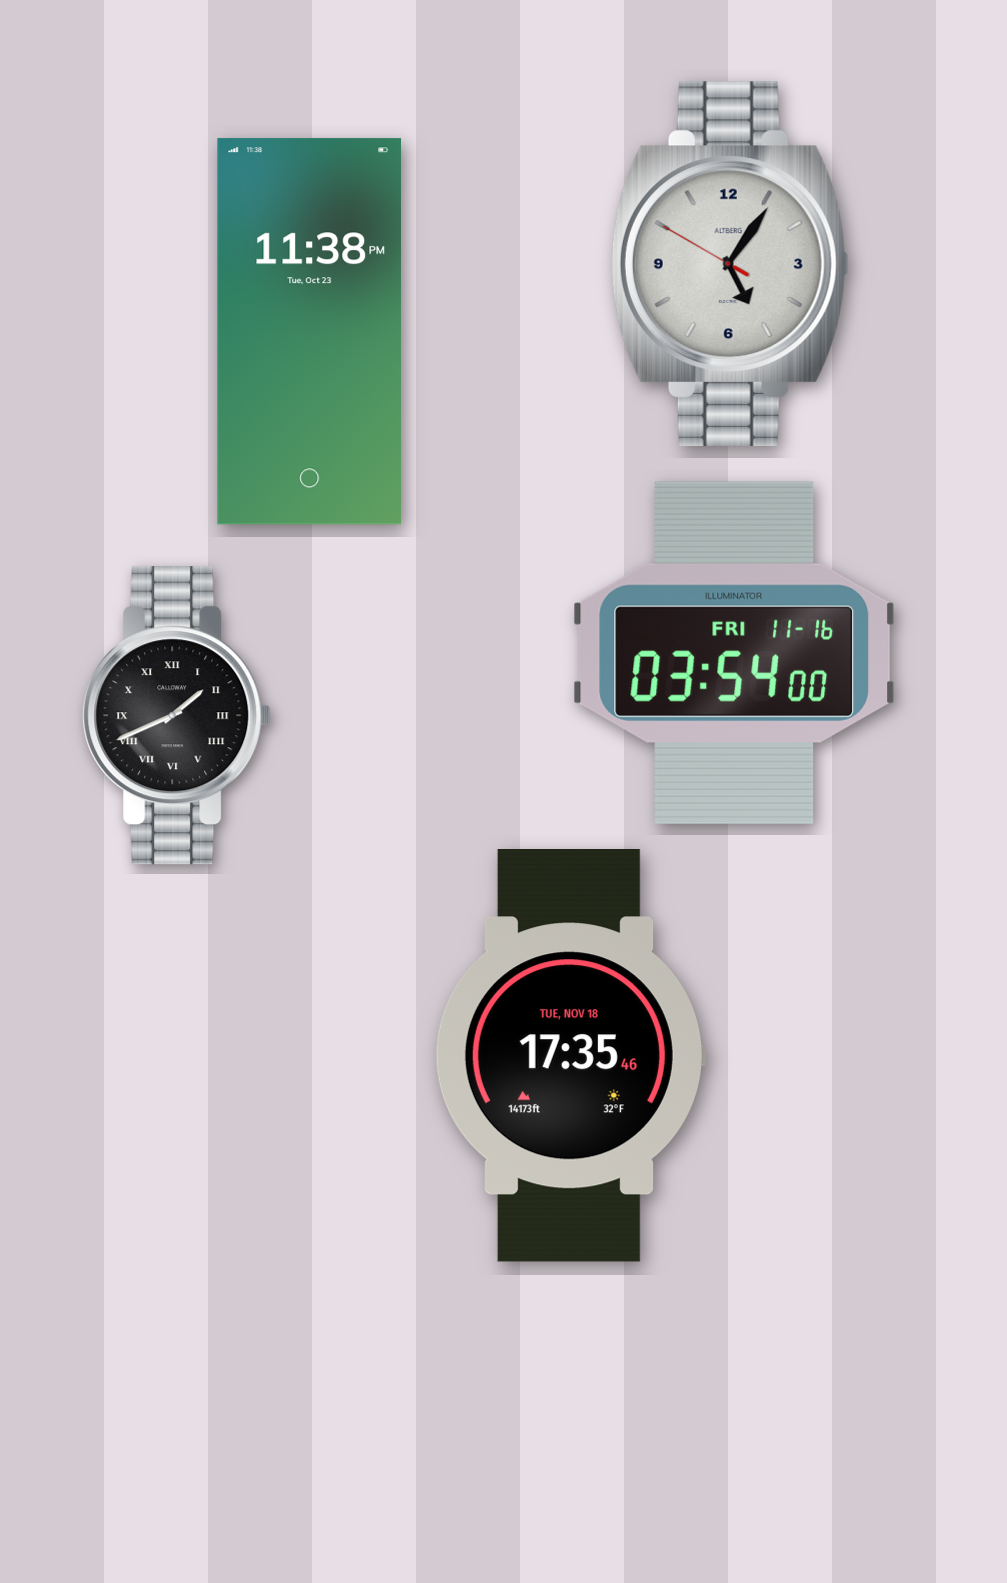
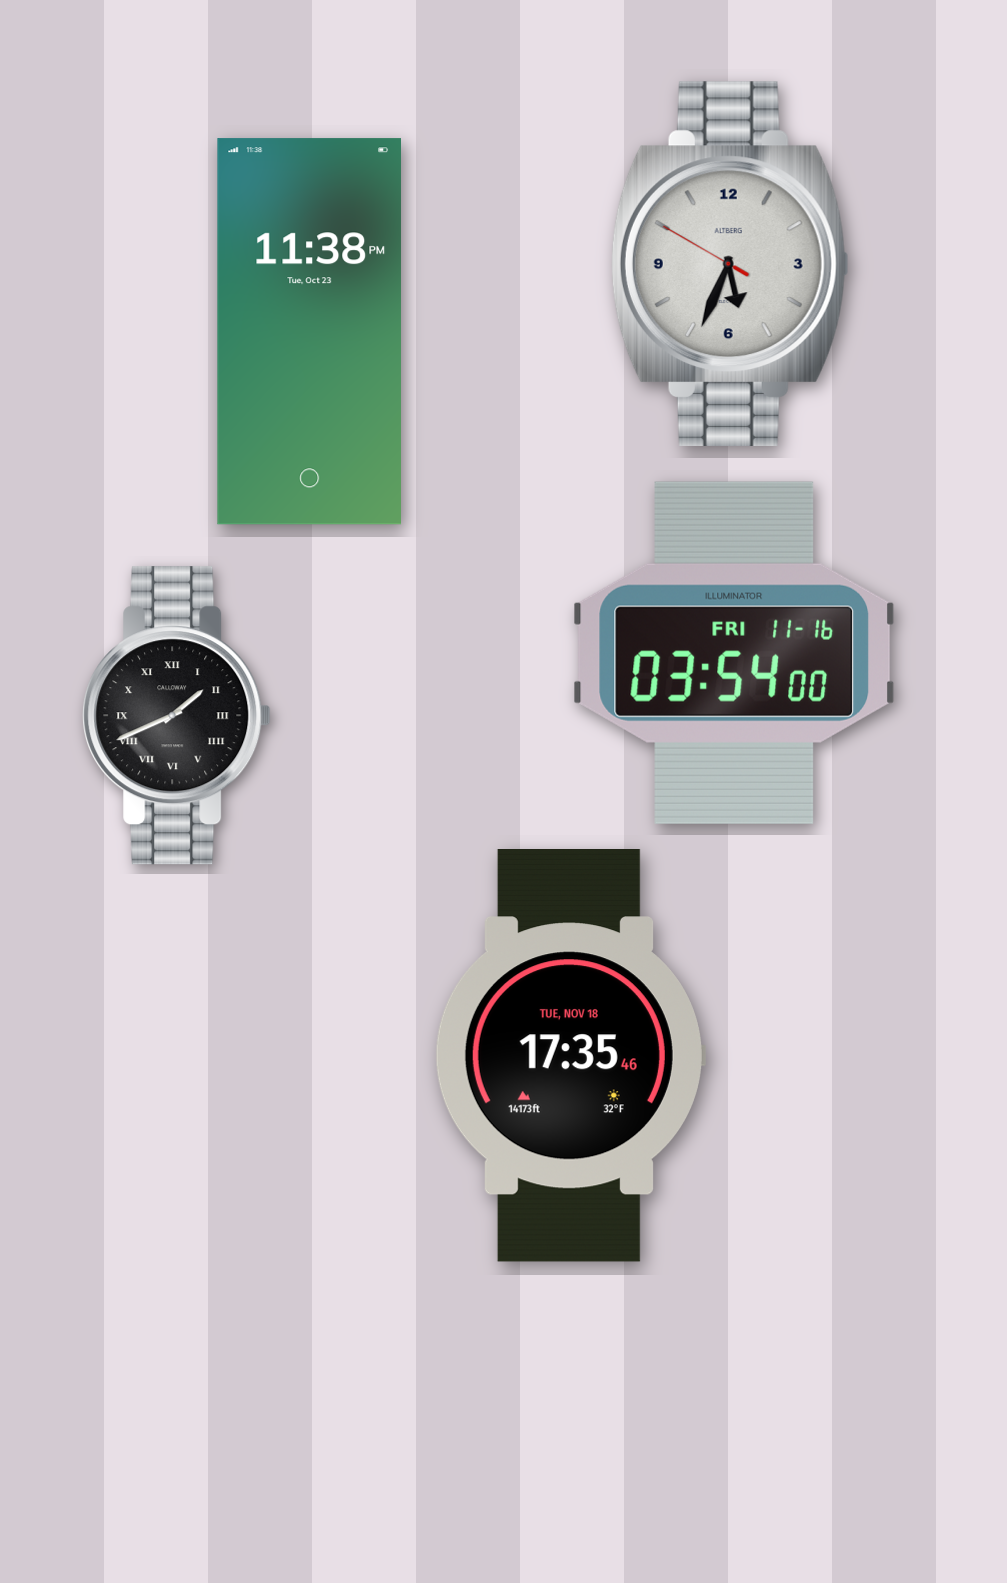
clock at (730, 264): 5:05 -> 5:33
